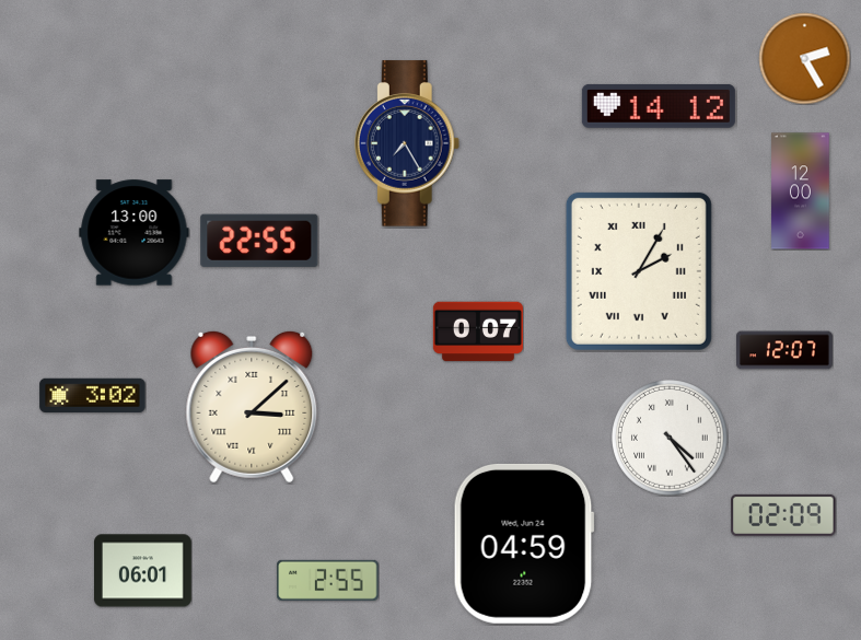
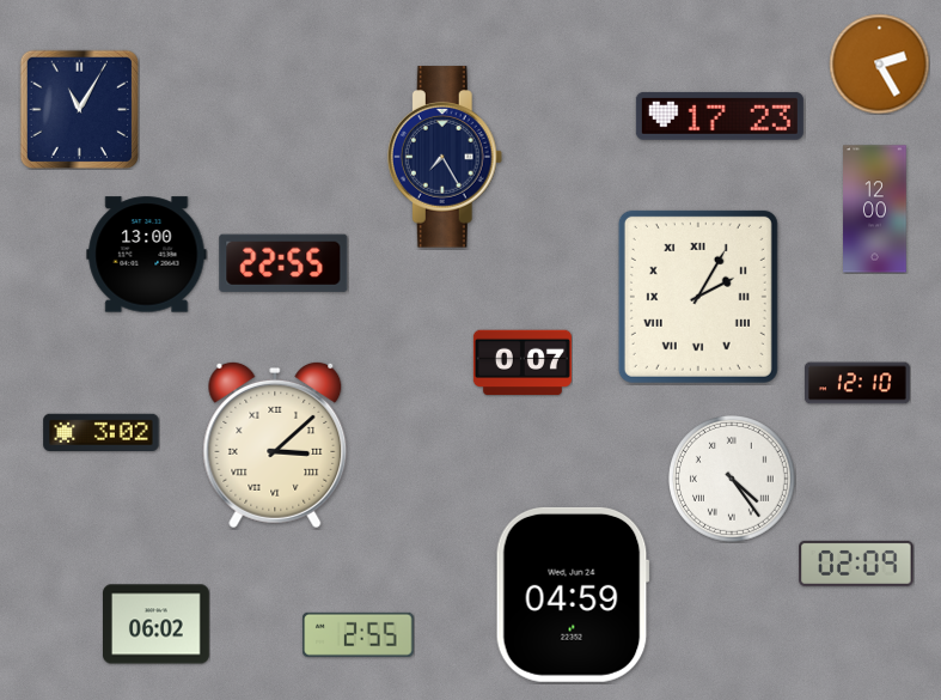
clock at (79, 109): none -> 11:05
clock at (659, 106): 14:12 -> 17:23
clock at (786, 350): 12:07 -> 12:10
clock at (143, 571): 06:01 -> 06:02
